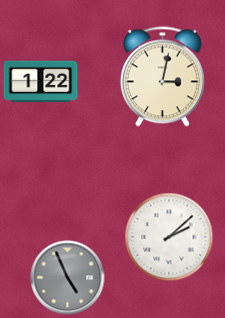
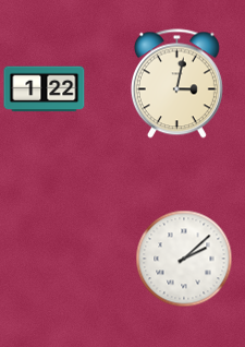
clock at (68, 278): 4:56 -> none
